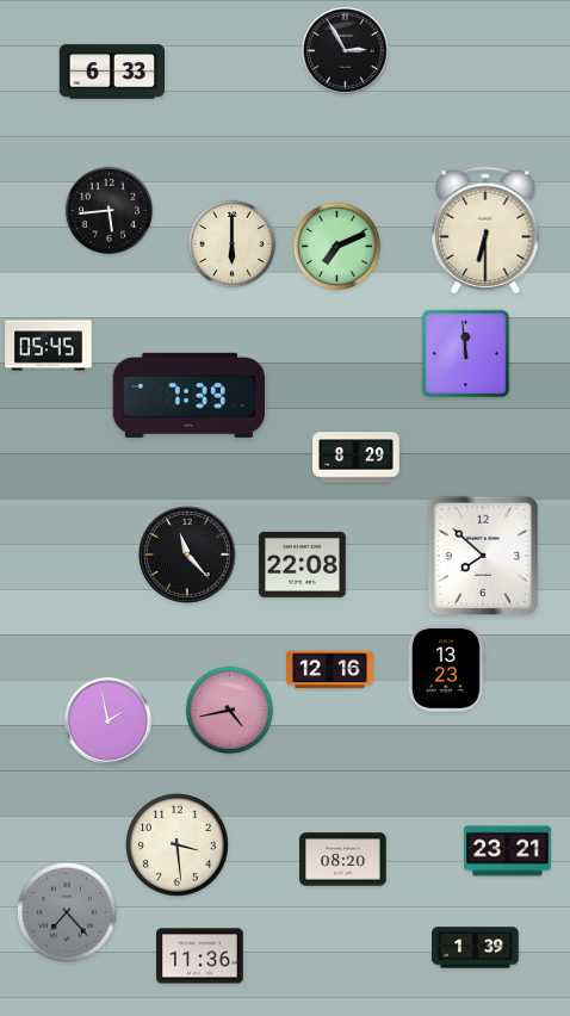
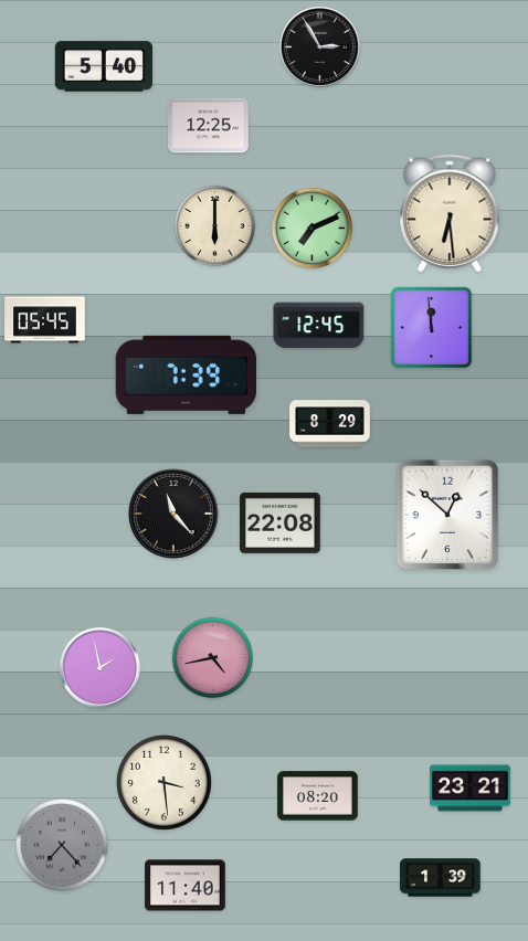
clock at (111, 72): 6:33 -> 5:40
clock at (209, 126): none -> 12:25
clock at (110, 211): 5:44 -> none
clock at (485, 230): 6:30 -> 6:29
clock at (319, 326): none -> 12:45
clock at (188, 395) position: (188, 395) -> (186, 374)
clock at (483, 556): 7:52 -> 12:52
clock at (447, 669): 13:23 -> none
clock at (330, 670): 12:16 -> none
clock at (200, 956): 11:36 -> 11:40
